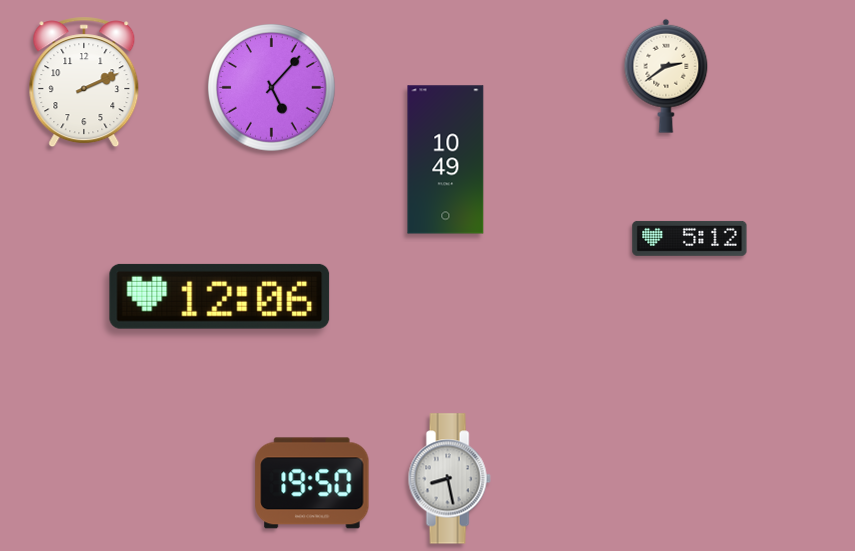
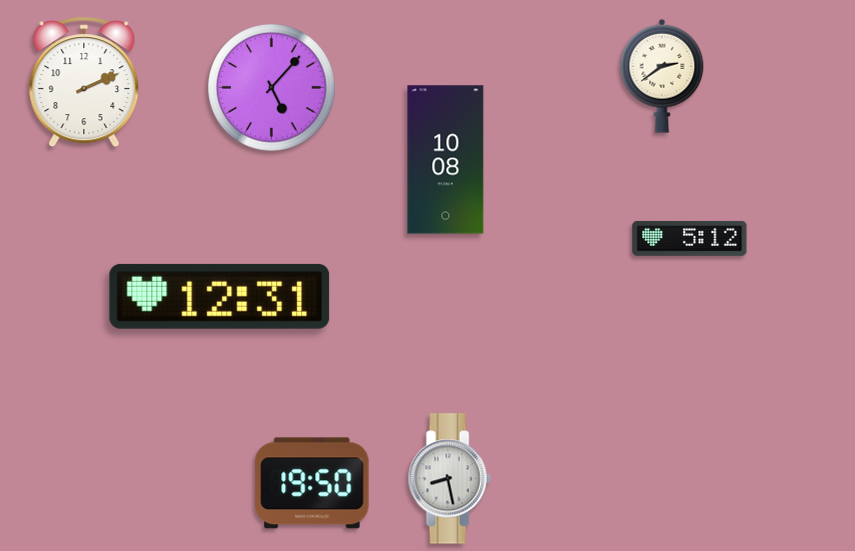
clock at (666, 76) position: (666, 76) -> (662, 76)
clock at (446, 160): 10:49 -> 10:08
clock at (220, 296): 12:06 -> 12:31
